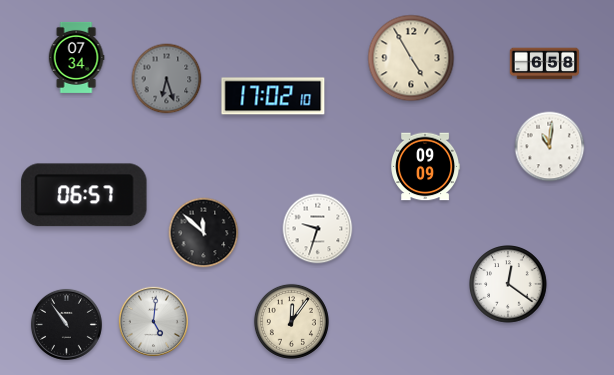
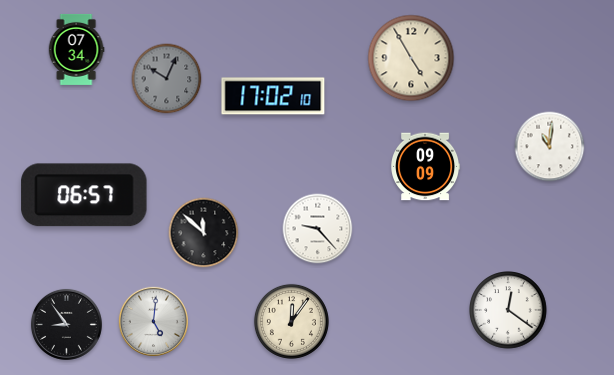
clock at (76, 57) position: (76, 57) -> (76, 49)
clock at (545, 64): 6:58 -> none
clock at (167, 79): 6:27 -> 10:04
clock at (318, 229): 9:33 -> 9:23
clock at (509, 285) position: (509, 285) -> (509, 311)
clock at (66, 324): 10:54 -> 8:54
